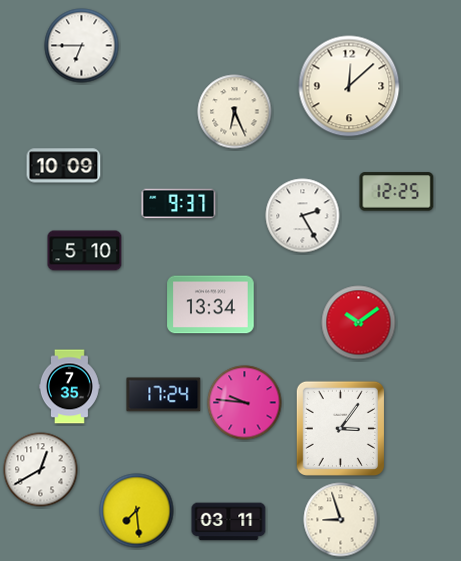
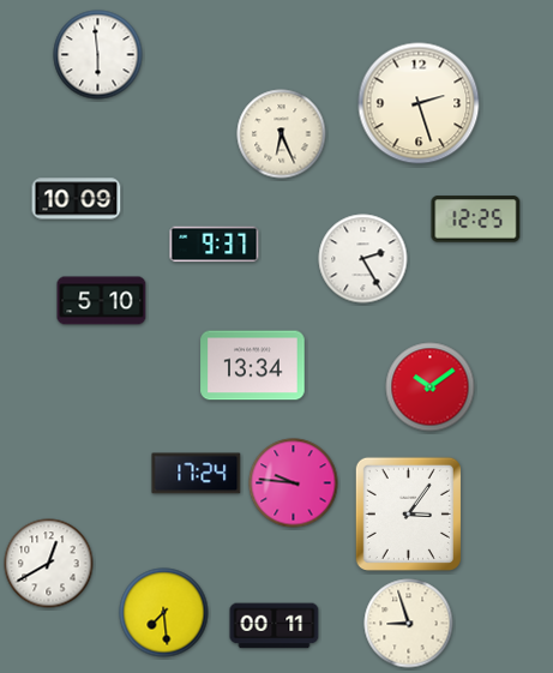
clock at (82, 46): 6:45 -> 5:59
clock at (349, 86): 12:08 -> 2:27
clock at (397, 192) position: (397, 192) -> (476, 220)
clock at (69, 387): 7:35 -> none
clock at (229, 522): 03:11 -> 00:11
